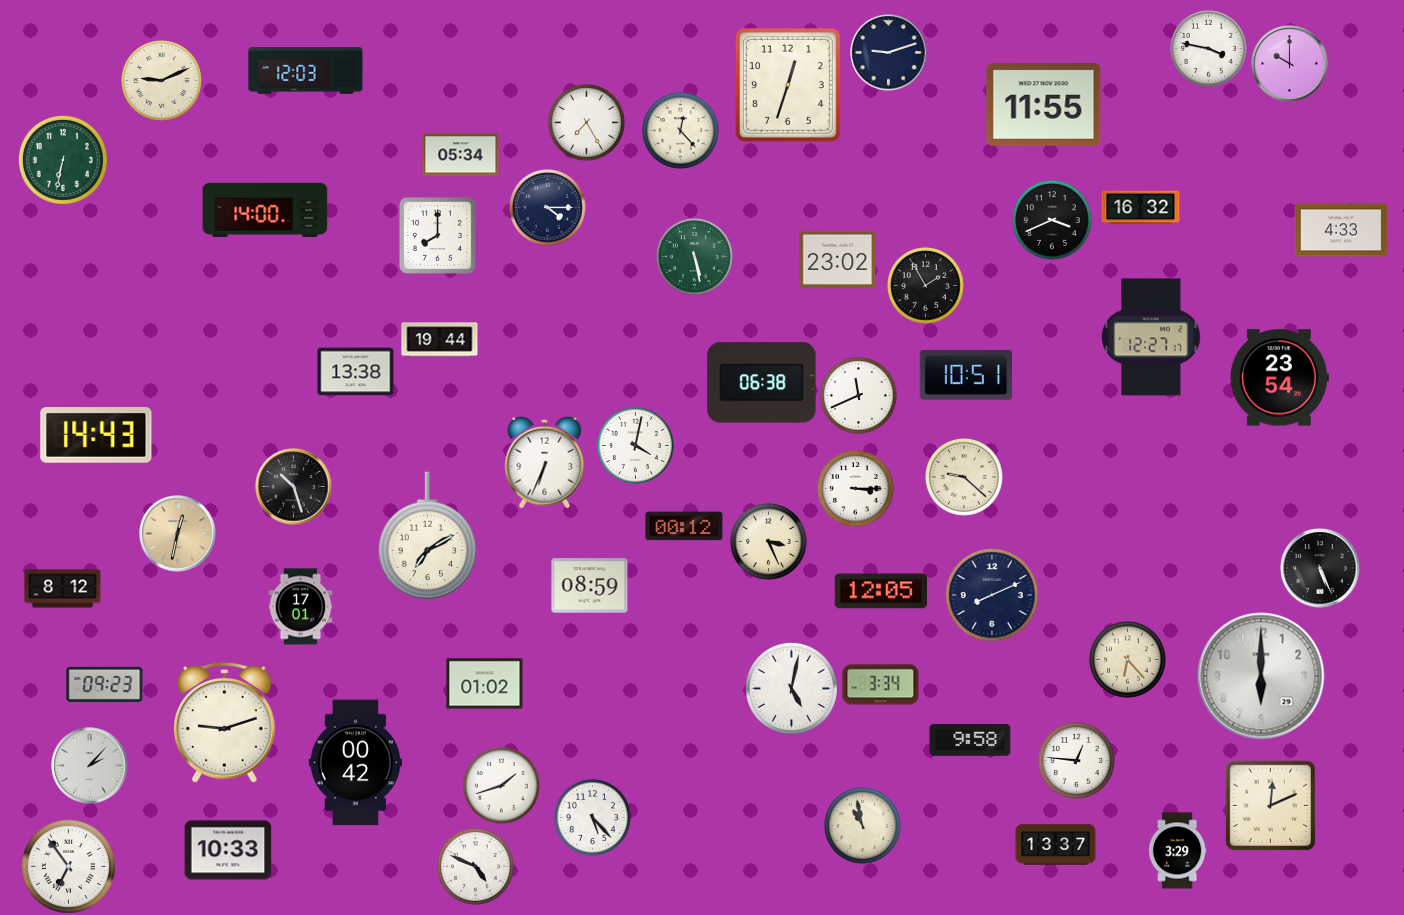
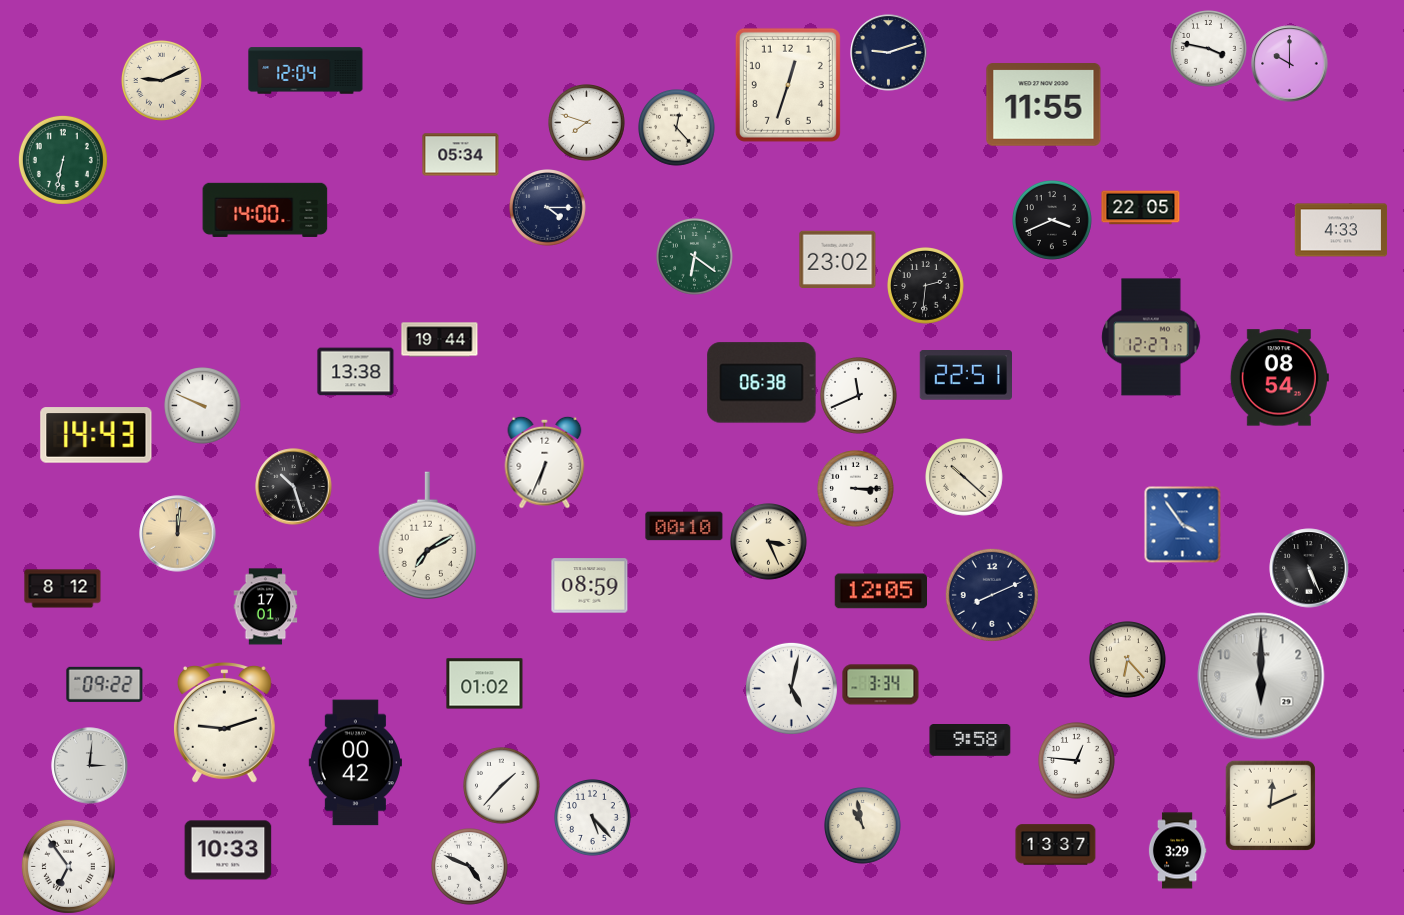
clock at (306, 71): 12:03 -> 12:04
clock at (587, 123): 7:25 -> 7:48
clock at (681, 131) position: (681, 131) -> (677, 128)
clock at (1141, 208): 16:32 -> 22:05
clock at (437, 235): 8:00 -> none
clock at (695, 257): 5:28 -> 6:21
clock at (926, 286): 1:55 -> 2:31
clock at (965, 375): 10:51 -> 22:51
clock at (1279, 378): 23:54 -> 08:54
clock at (203, 406): none -> 9:49
clock at (636, 446): 4:02 -> none
clock at (965, 478): 9:22 -> 10:22
clock at (1183, 525): none -> 3:54
clock at (684, 526): 00:12 -> 00:10
clock at (178, 534): 12:32 -> 12:01
clock at (1320, 568) position: (1320, 568) -> (1309, 568)
clock at (301, 607) position: (301, 607) -> (266, 607)
clock at (105, 684): 09:23 -> 09:22
clock at (90, 766): 2:07 -> 3:01
clock at (502, 786): 1:42 -> 1:37
clock at (476, 867) position: (476, 867) -> (470, 867)
